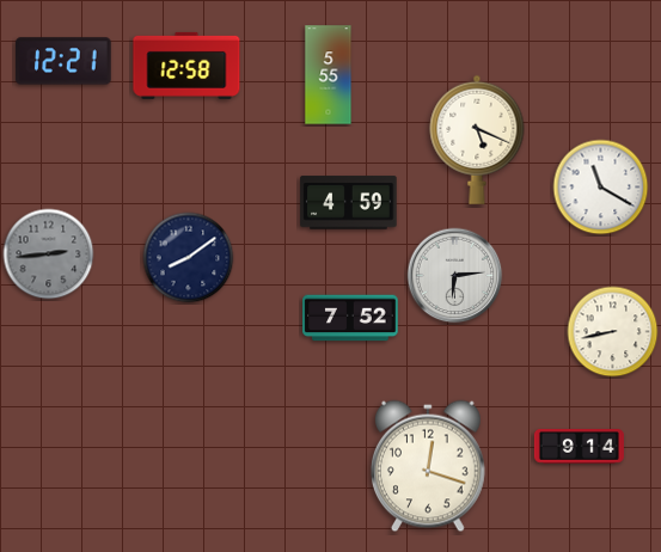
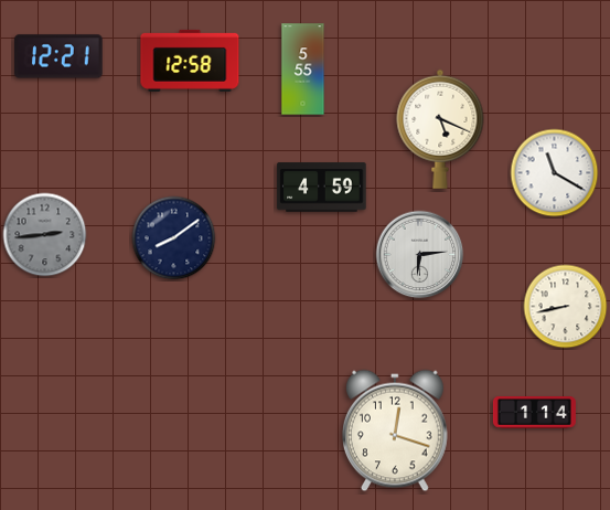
clock at (186, 66) position: (186, 66) -> (190, 61)
clock at (350, 318): 7:52 -> none
clock at (579, 447): 9:14 -> 1:14
